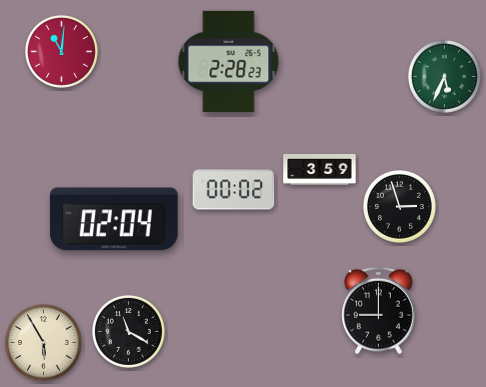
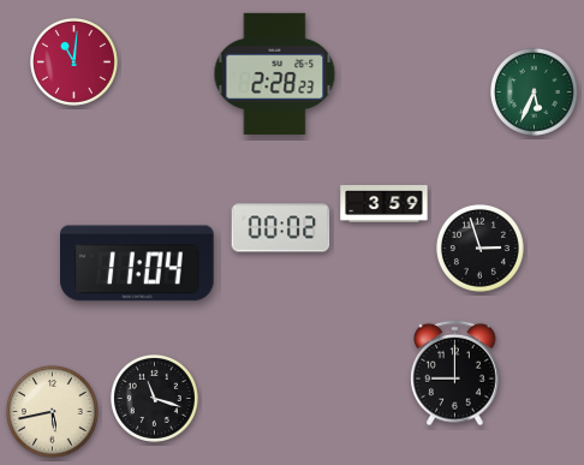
clock at (114, 219): 02:04 -> 11:04
clock at (128, 331): 11:20 -> 11:18
clock at (44, 343): 5:55 -> 5:43
